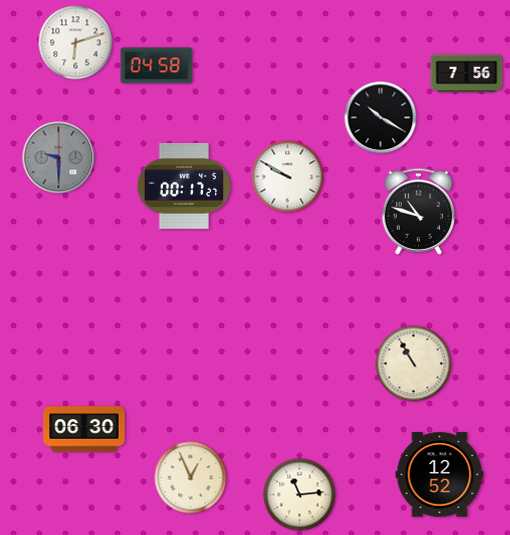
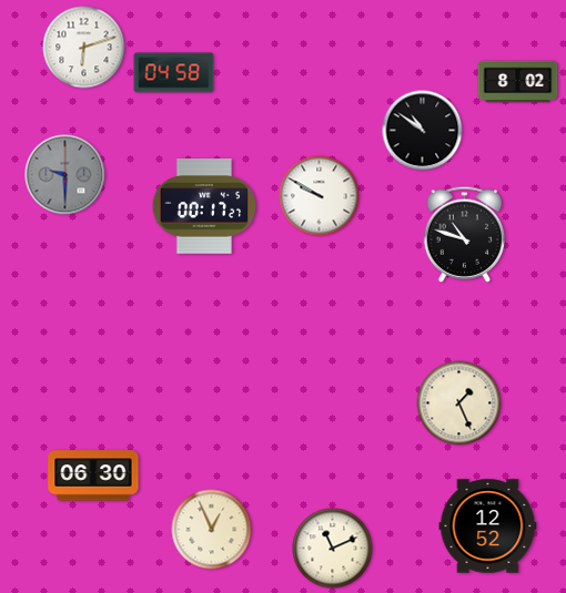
clock at (467, 74): 7:56 -> 8:02
clock at (381, 118): 10:20 -> 10:51
clock at (414, 364): 10:55 -> 1:26
clock at (300, 495): 11:14 -> 11:11
